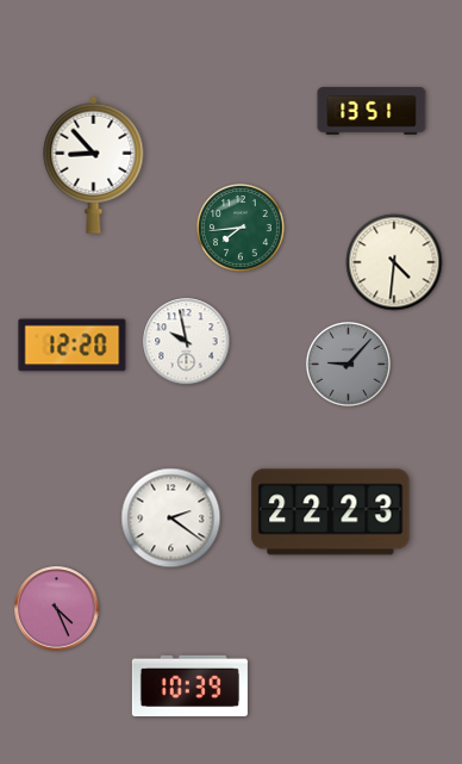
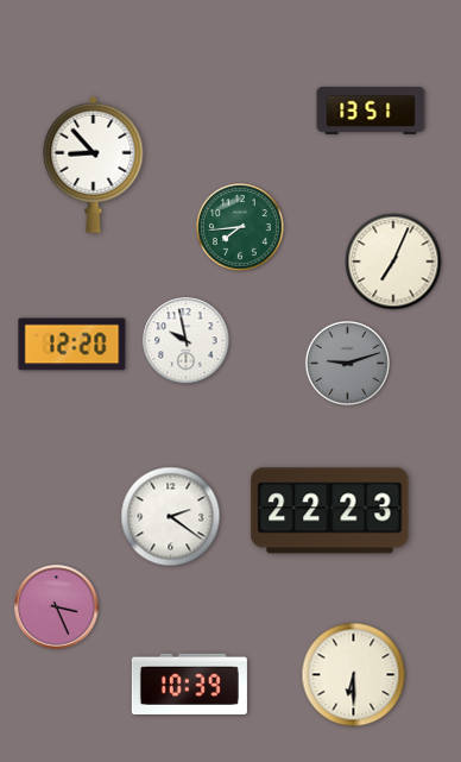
clock at (394, 262): 4:31 -> 7:04
clock at (348, 364): 9:07 -> 9:12
clock at (57, 609): 4:26 -> 3:26
clock at (354, 675): none -> 6:30
